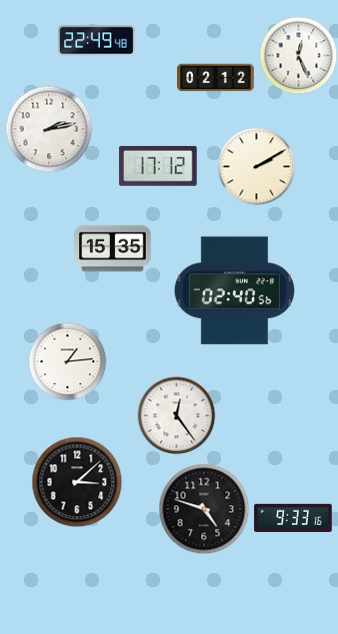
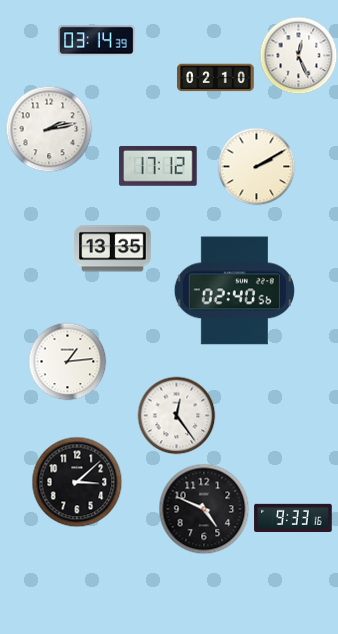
clock at (97, 41): 22:49 -> 03:14
clock at (216, 78): 02:12 -> 02:10
clock at (113, 249): 15:35 -> 13:35
clock at (204, 509): 4:48 -> 4:49
